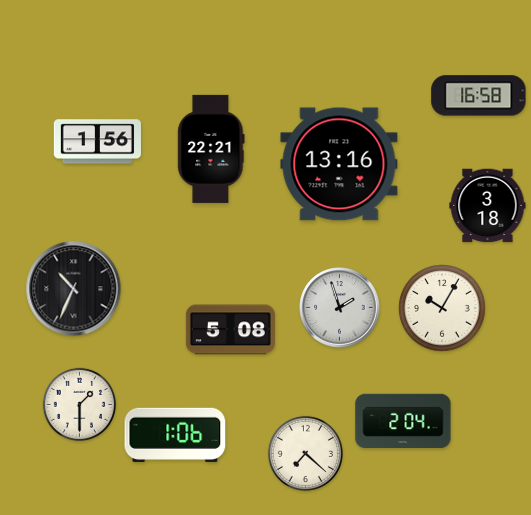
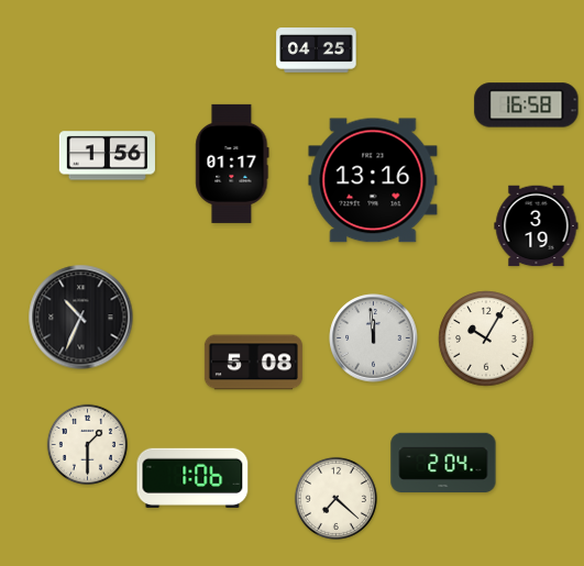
clock at (317, 51): none -> 04:25
clock at (211, 149): 22:21 -> 01:17
clock at (488, 206): 3:18 -> 3:19
clock at (340, 308): 1:57 -> 11:59
